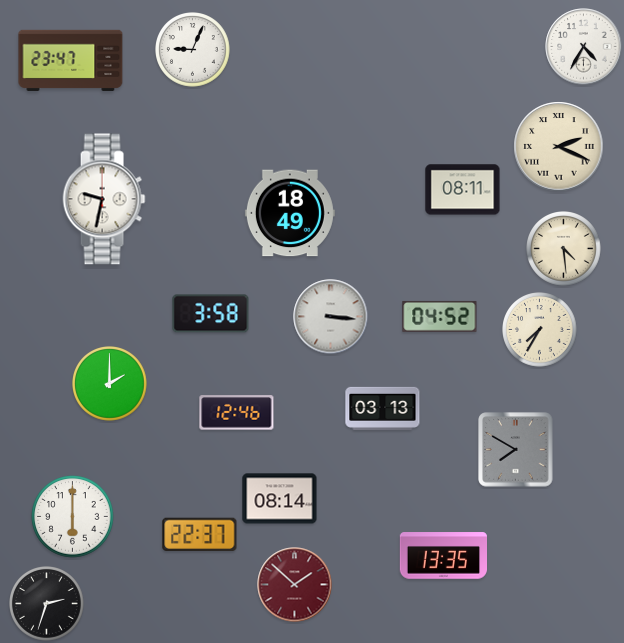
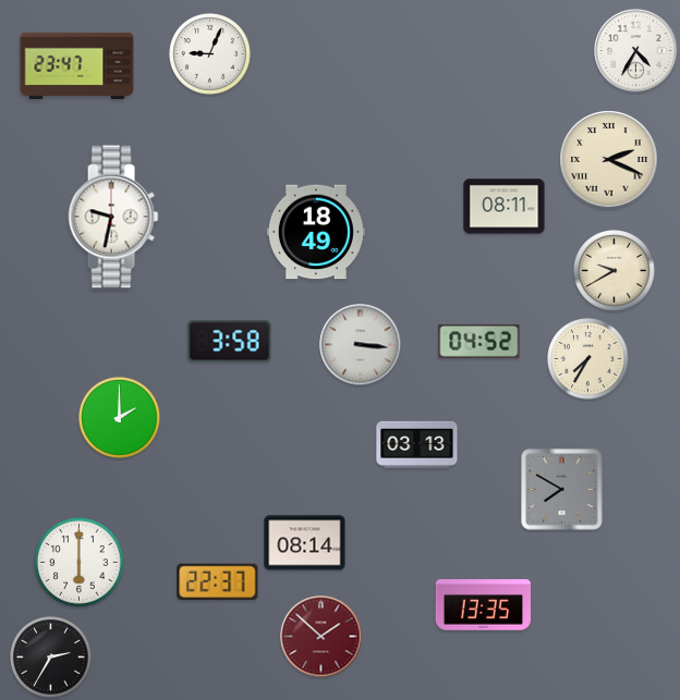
clock at (564, 249): 4:29 -> 9:40
clock at (440, 316) position: (440, 316) -> (479, 341)
clock at (237, 413): 12:46 -> none
clock at (47, 604): 2:33 -> 2:35
